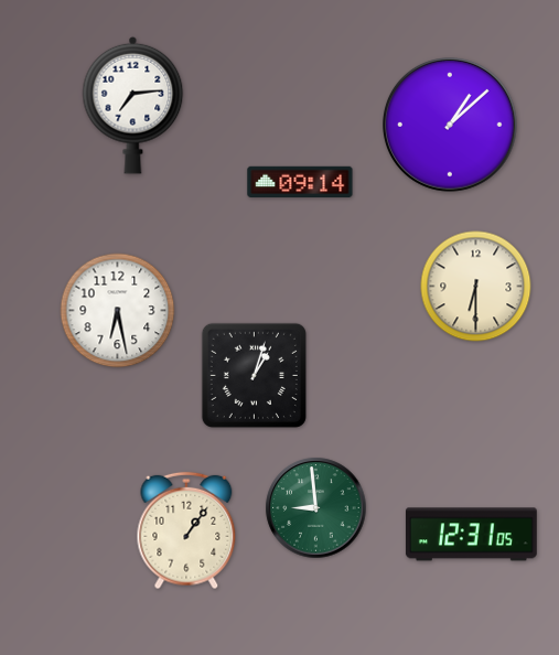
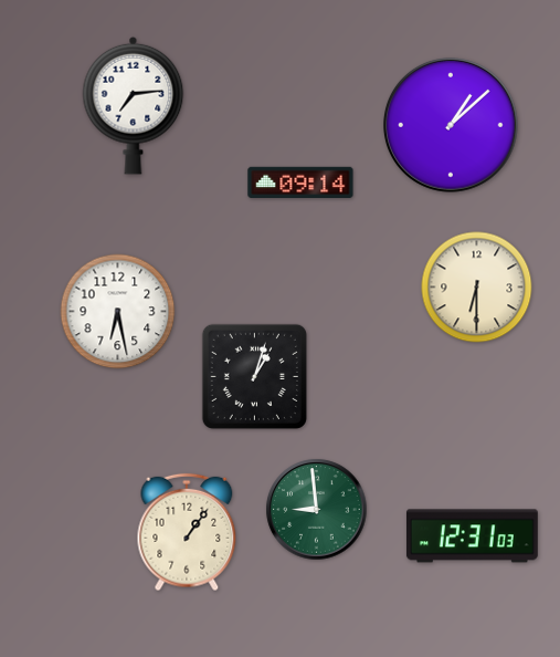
clock at (471, 535): 12:31:05 -> 12:31:03
